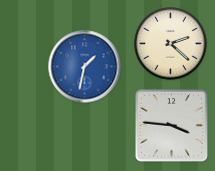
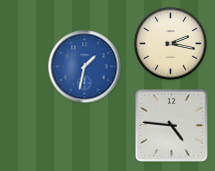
clock at (171, 44): 2:22 -> 2:17
clock at (172, 126): 3:46 -> 4:46
